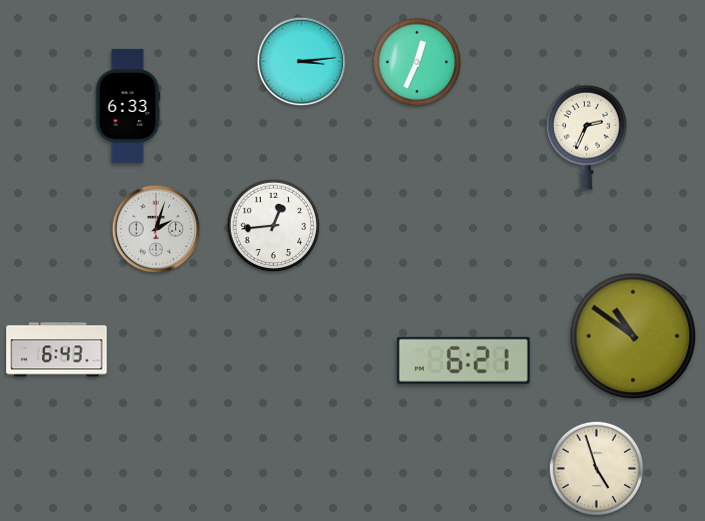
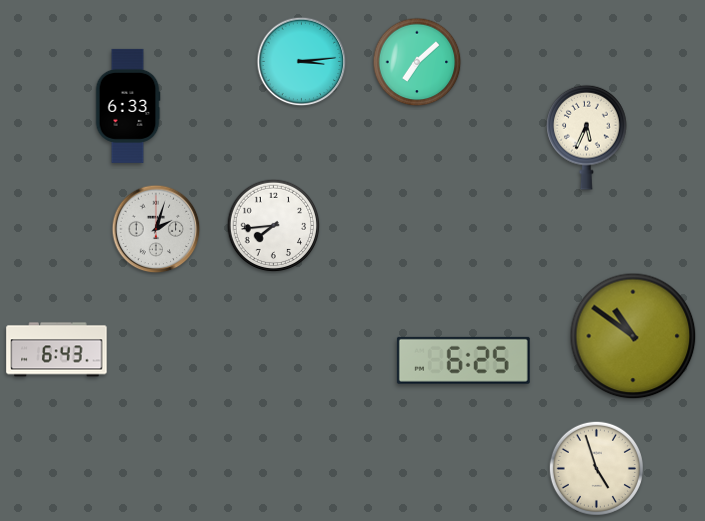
clock at (417, 62): 12:34 -> 7:08
clock at (587, 137): 2:34 -> 5:34
clock at (274, 226): 12:44 -> 7:44
clock at (463, 360): 6:21 -> 6:25
